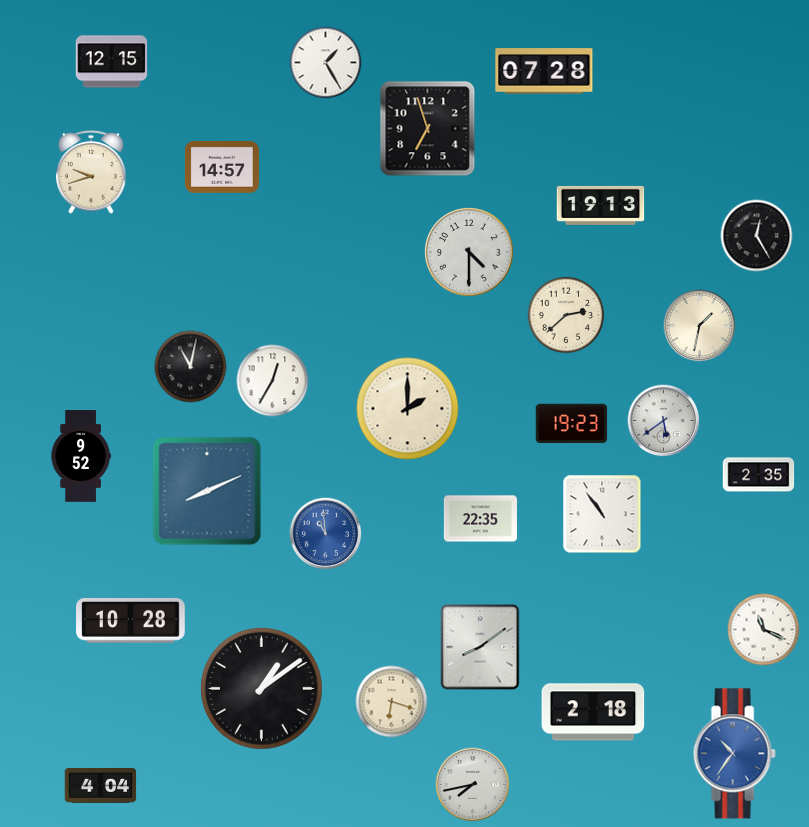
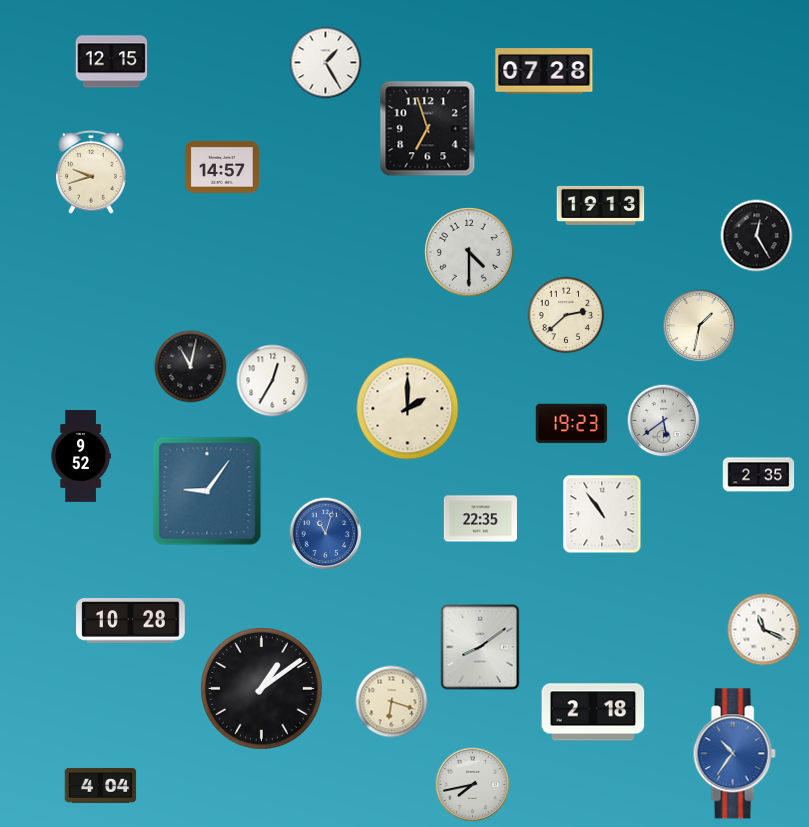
clock at (207, 491): 8:11 -> 9:06
clock at (326, 534): 10:59 -> 11:03
